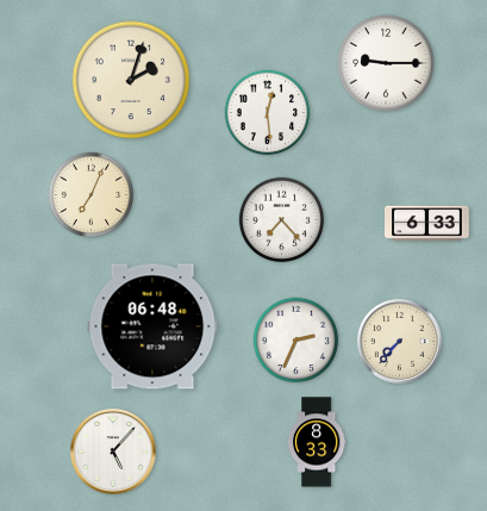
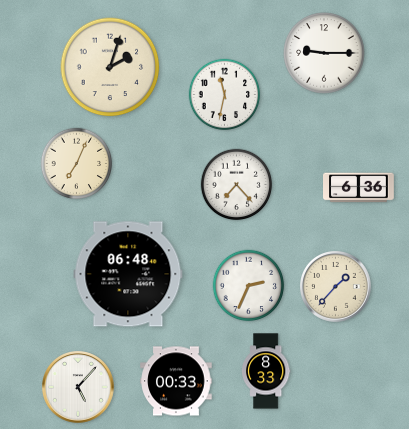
clock at (268, 113): 12:29 -> 11:32
clock at (427, 224): 6:33 -> 6:36
clock at (400, 342): 7:37 -> 1:37
clock at (114, 453) position: (114, 453) -> (79, 388)
clock at (176, 381): none -> 00:33
